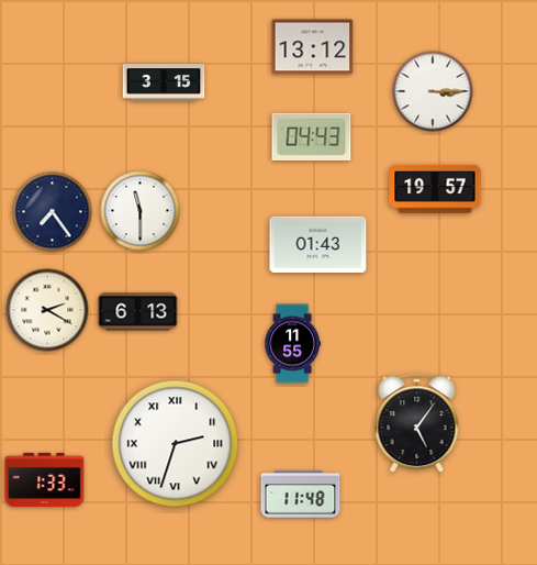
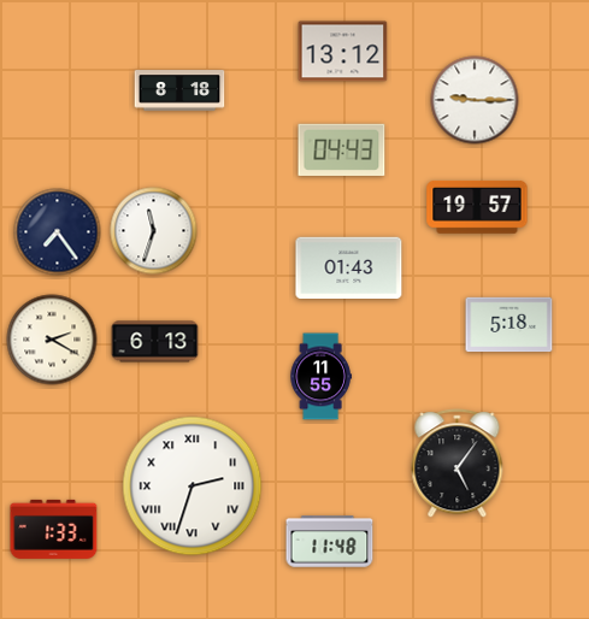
clock at (164, 82): 3:15 -> 8:18
clock at (433, 91): 3:15 -> 9:15
clock at (141, 211): 11:30 -> 11:33
clock at (510, 325): none -> 5:18
clock at (138, 312) position: (138, 312) -> (155, 342)
clock at (45, 479) position: (45, 479) -> (54, 529)
